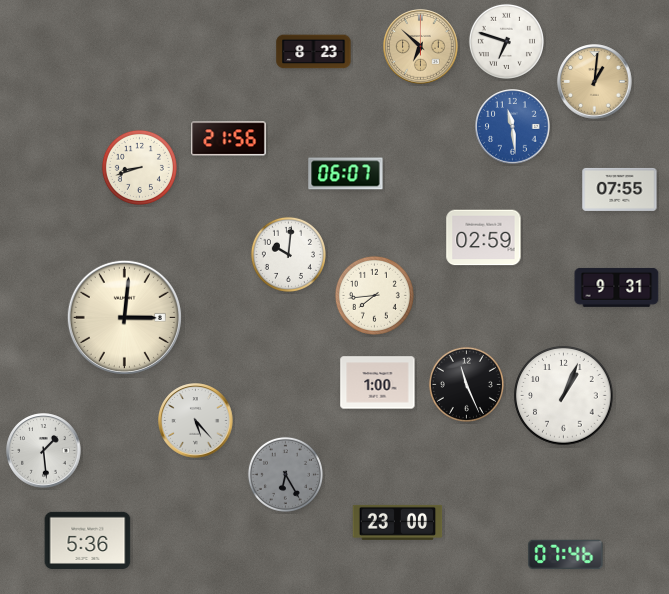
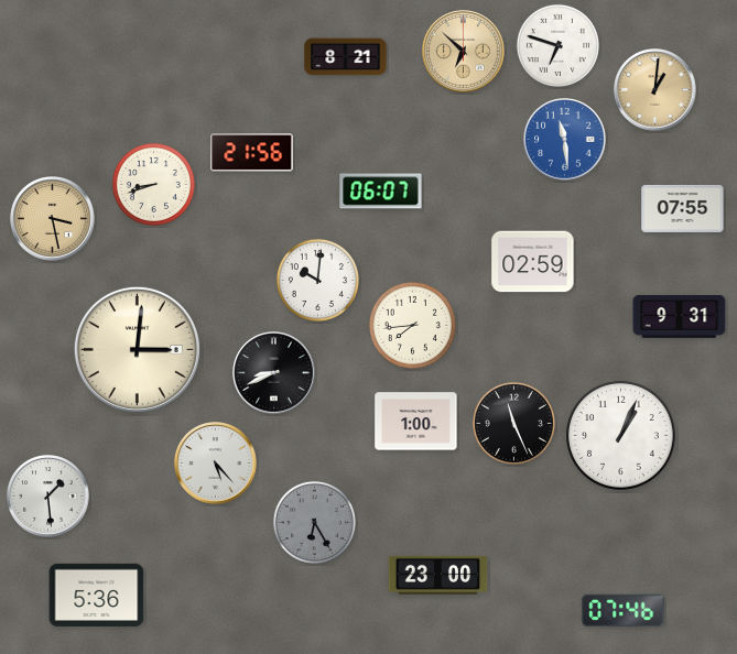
clock at (314, 52): 8:23 -> 8:21
clock at (53, 219): none -> 3:28
clock at (274, 373): none -> 8:41
